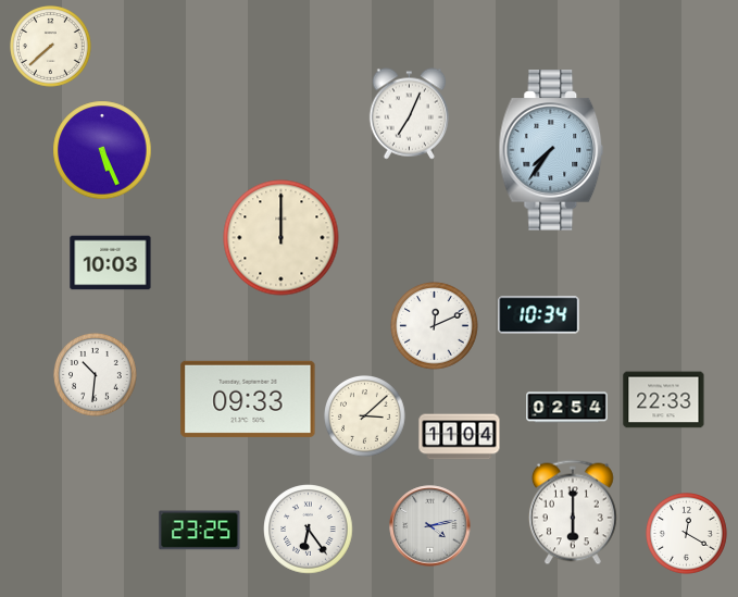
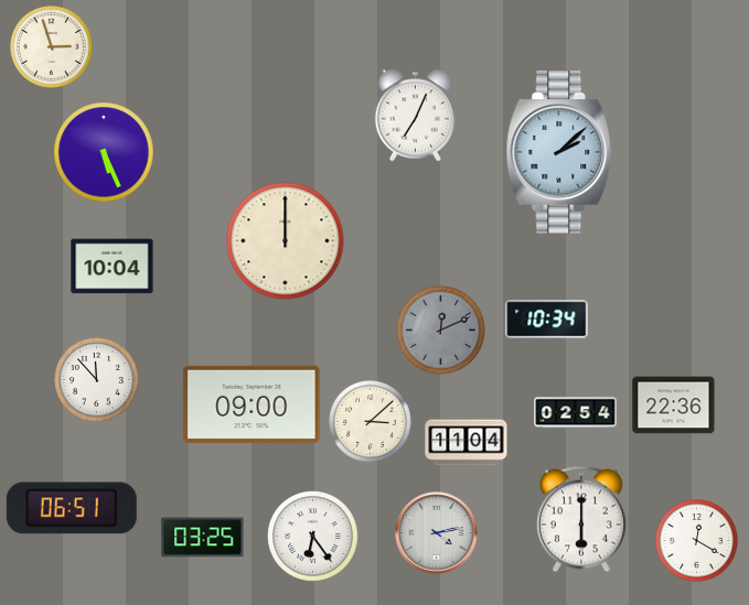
clock at (51, 47): 7:38 -> 2:57
clock at (551, 150): 7:36 -> 2:08
clock at (111, 263): 10:03 -> 10:04
clock at (435, 326) dial: white -> grey
clock at (96, 375): 10:31 -> 11:53
clock at (248, 399): 09:33 -> 09:00
clock at (664, 400): 22:33 -> 22:36
clock at (72, 508): none -> 06:51
clock at (200, 531): 23:25 -> 03:25
